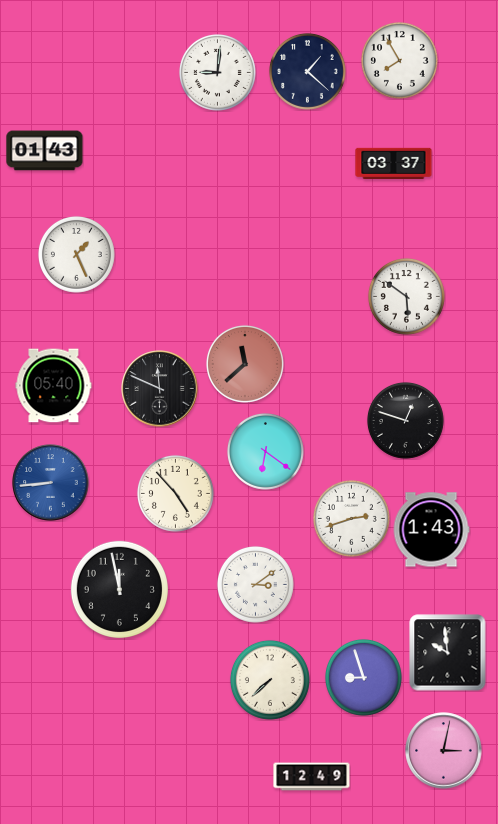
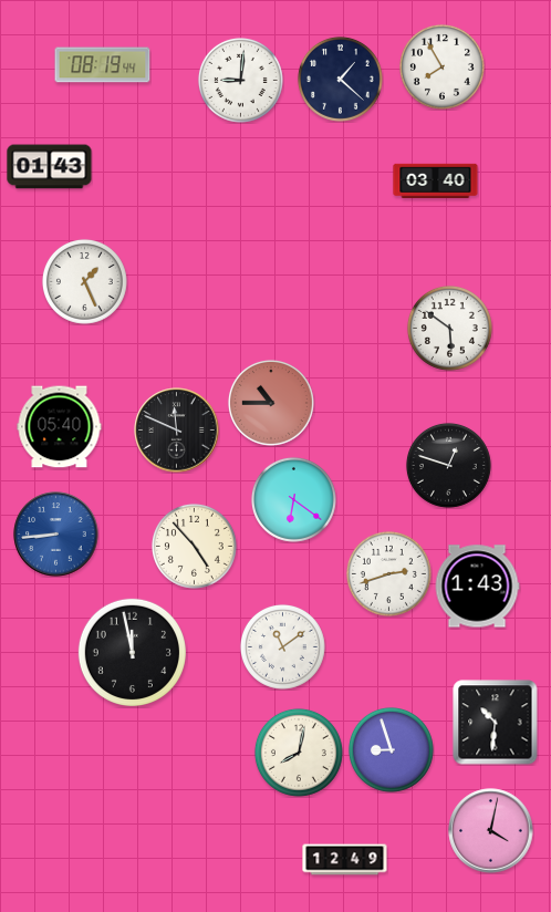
clock at (103, 65): none -> 08:19
clock at (394, 163): 03:37 -> 03:40
clock at (245, 364): 11:38 -> 10:45
clock at (255, 584): 3:09 -> 11:09
clock at (448, 653): 9:59 -> 10:31
clock at (363, 677) position: (363, 677) -> (391, 749)
clock at (270, 680): 7:38 -> 8:02
clock at (444, 751): 3:02 -> 4:02
